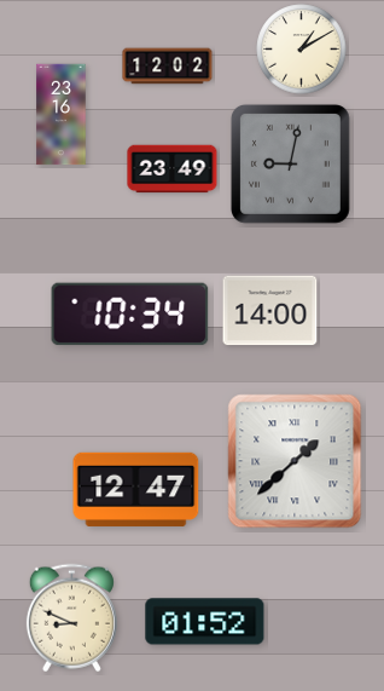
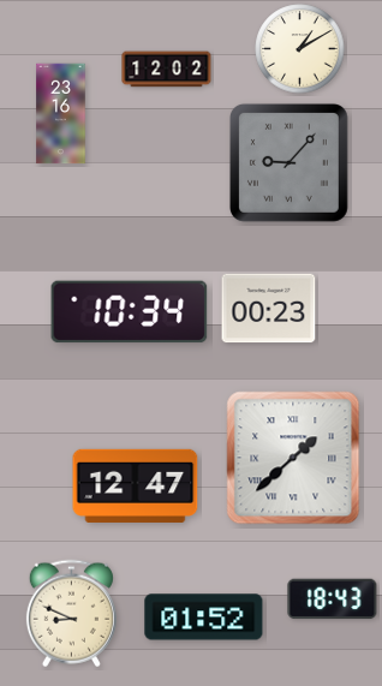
clock at (168, 67) position: (168, 67) -> (167, 70)
clock at (290, 163): 9:02 -> 9:07
clock at (173, 169): 23:49 -> none
clock at (270, 311): 14:00 -> 00:23
clock at (333, 599): none -> 18:43
